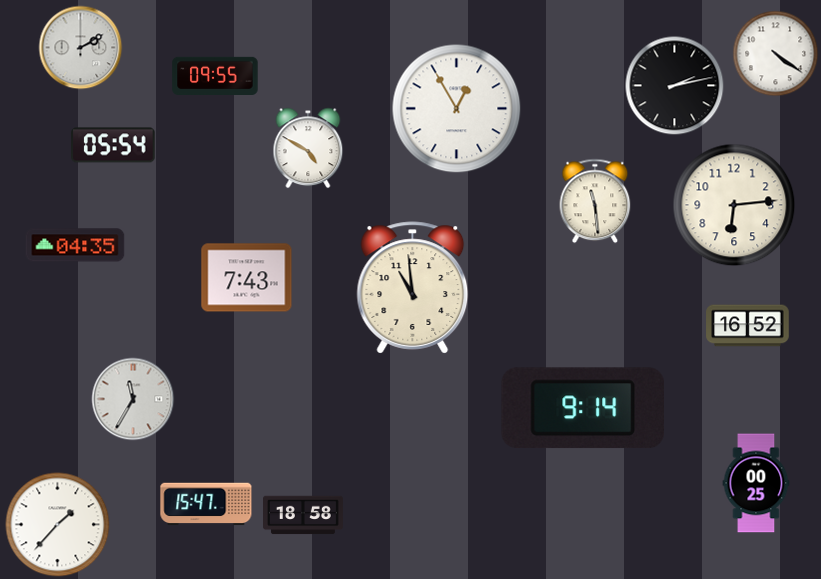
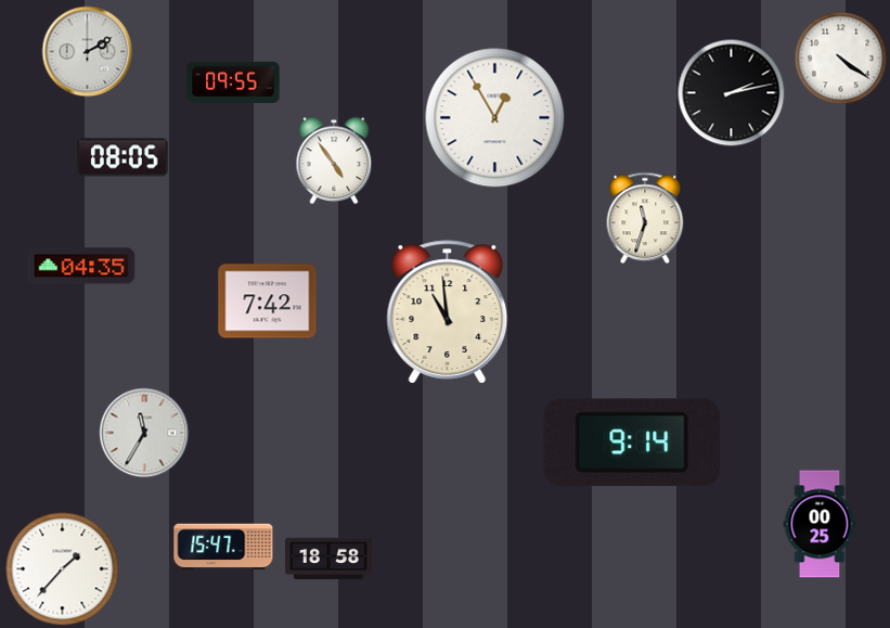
clock at (113, 145): 05:54 -> 08:05
clock at (308, 148): 4:50 -> 4:54
clock at (595, 201): 11:29 -> 11:33
clock at (734, 205): 6:14 -> none
clock at (247, 278): 7:43 -> 7:42
clock at (748, 326): 16:52 -> none
